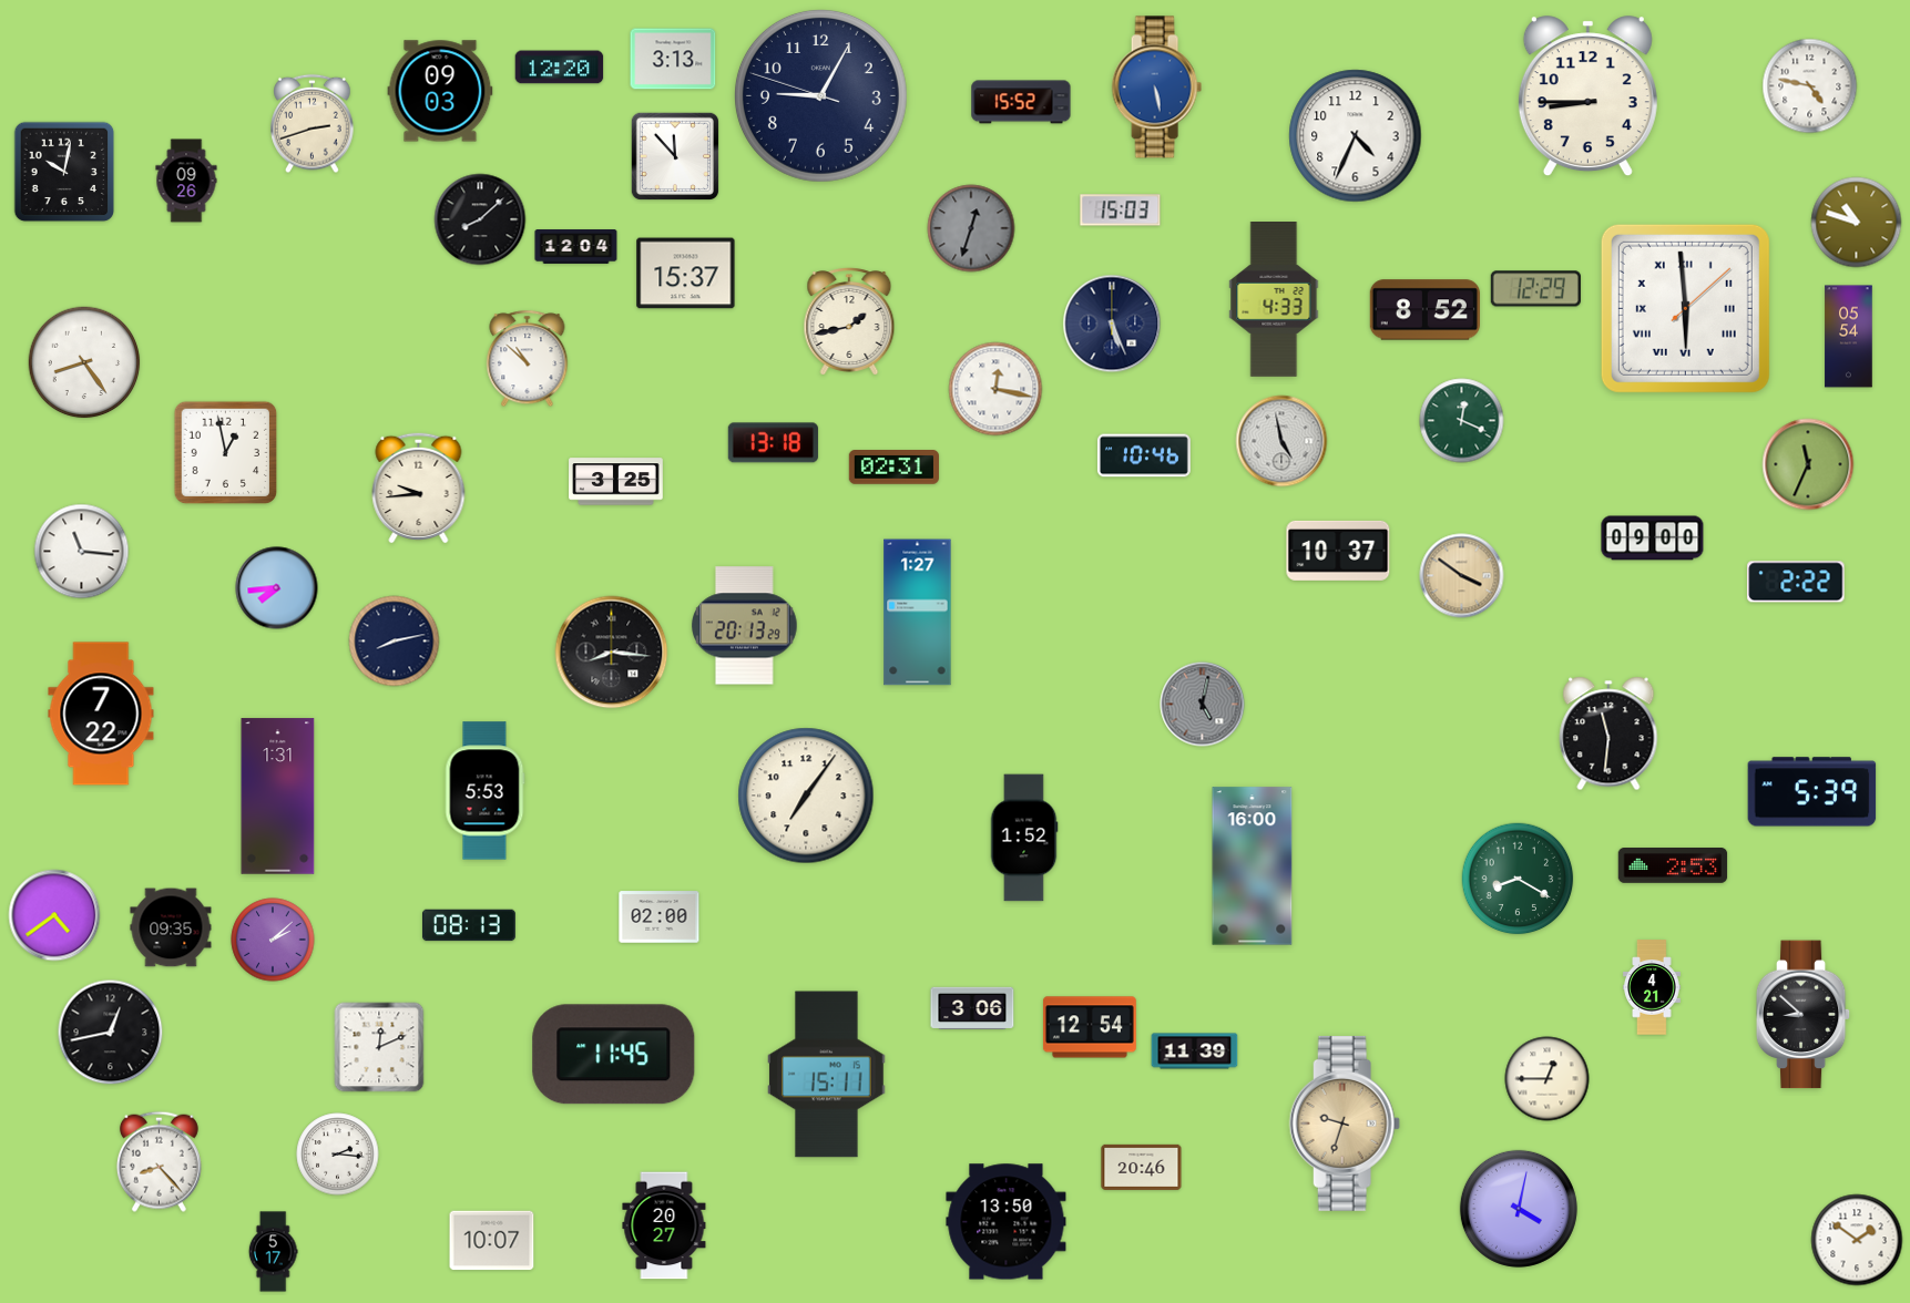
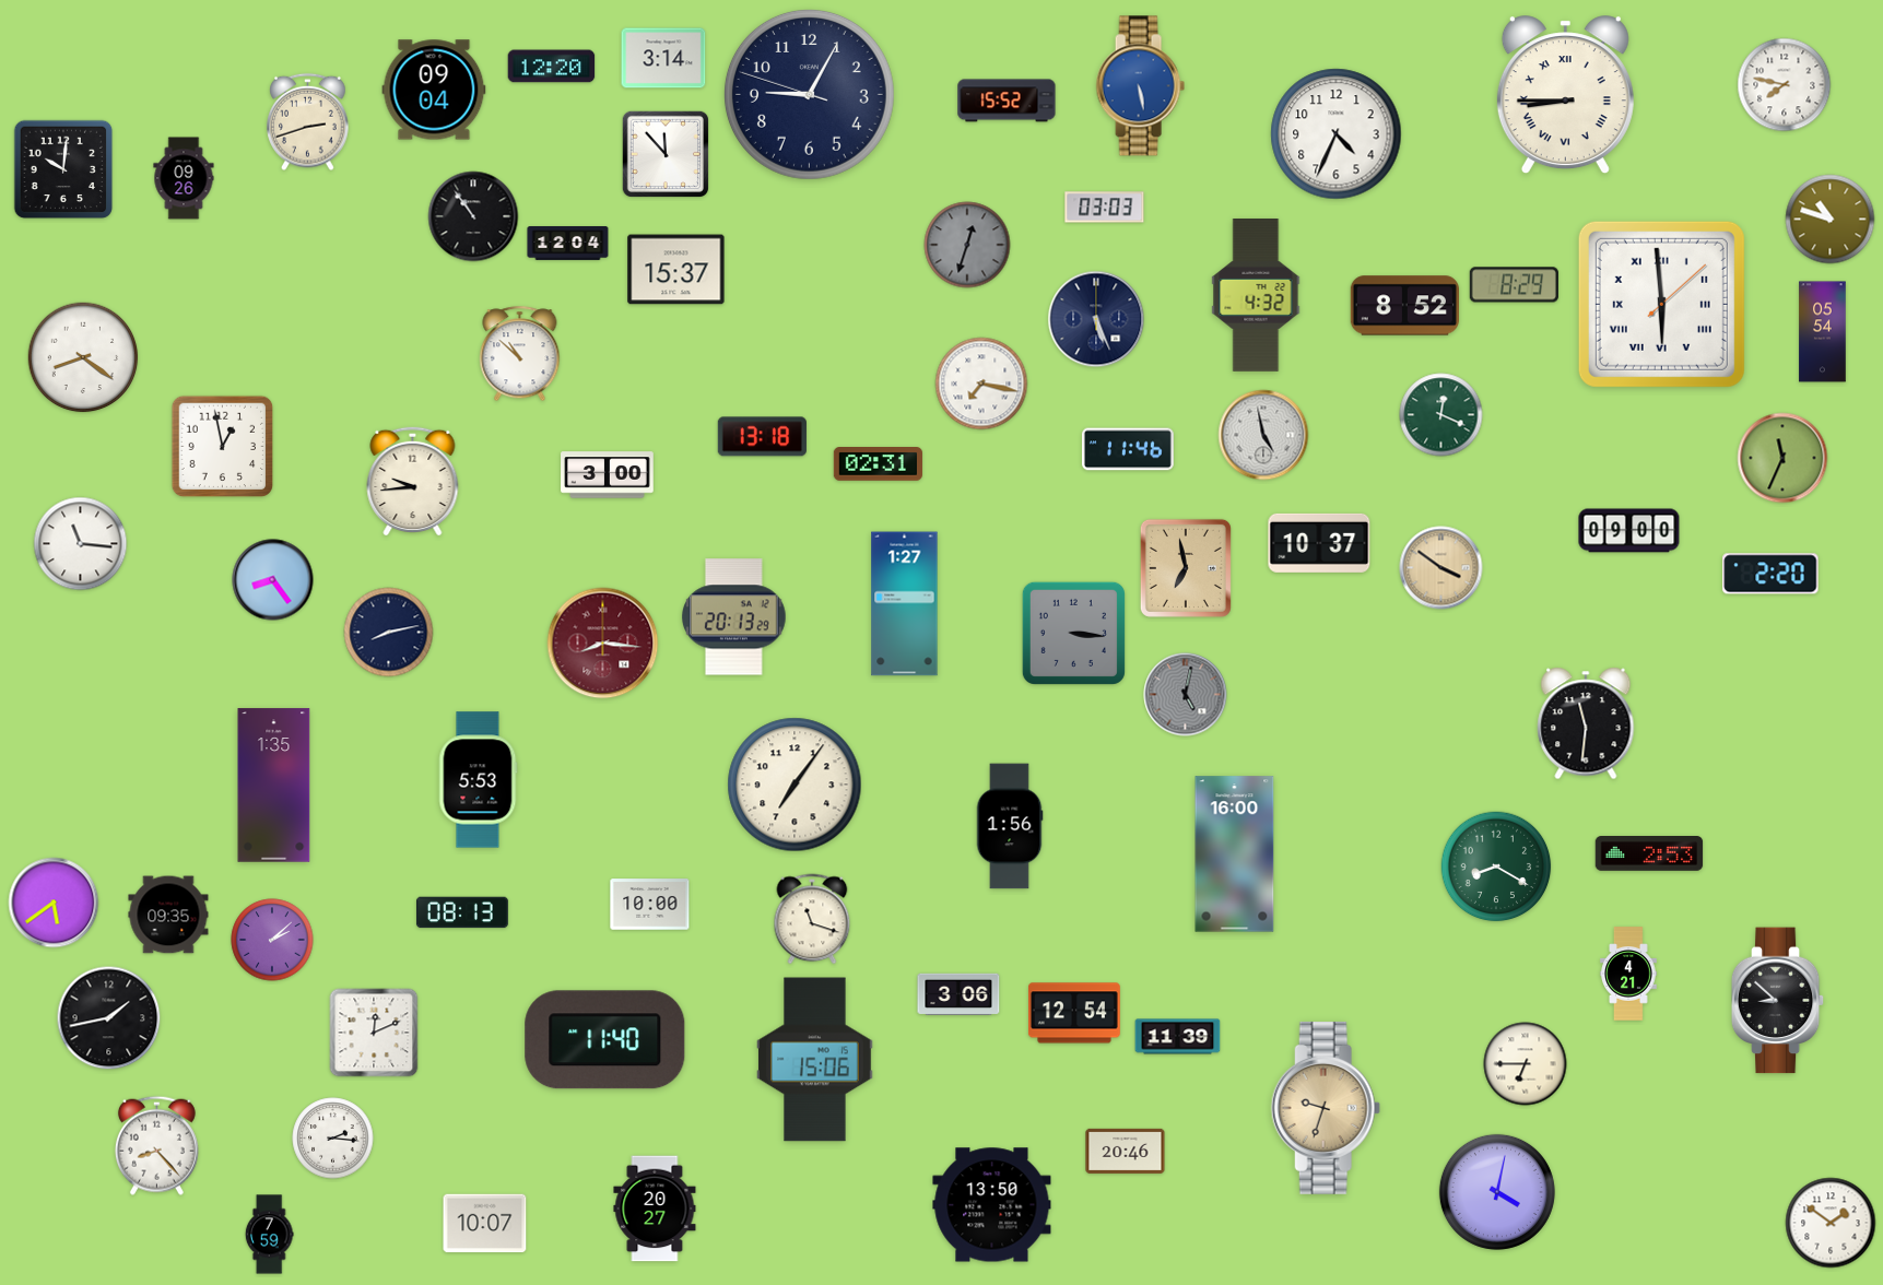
clock at (673, 59): 3:13 -> 3:14
clock at (1810, 86): 4:47 -> 7:47
clock at (440, 91): 09:03 -> 09:04
clock at (1587, 96) numerals: Arabic -> Roman
clock at (64, 172): 10:02 -> 10:01
clock at (1121, 211): 15:03 -> 03:03
clock at (480, 219): 8:08 -> 10:54
clock at (971, 228) position: (971, 228) -> (967, 245)
clock at (1535, 289): 12:29 -> 8:29
clock at (1274, 300): 4:33 -> 4:32
clock at (849, 321): 1:43 -> none
clock at (84, 362): 8:24 -> 8:21
clock at (995, 389): 12:17 -> 7:17
clock at (1144, 455): 10:46 -> 11:46
clock at (893, 468) position: (893, 468) -> (878, 464)
clock at (616, 482): 3:25 -> 3:00
clock at (1186, 568): none -> 6:58
clock at (1796, 582): 2:22 -> 2:20
clock at (277, 588): 7:44 -> 8:24
clock at (1073, 633): none -> 3:16
clock at (612, 653) dial: black -> burgundy
clock at (101, 714): 7:22 -> none
clock at (1812, 792): 5:39 -> none
clock at (278, 797): 1:31 -> 1:35
clock at (1024, 838): 1:52 -> 1:56
clock at (54, 915): 4:39 -> 5:39
clock at (660, 917): 02:00 -> 10:00
clock at (812, 919): none -> 11:18
clock at (273, 940) position: (273, 940) -> (272, 940)
clock at (111, 1033): 12:43 -> 1:43
clock at (614, 1055): 11:45 -> 11:40
clock at (827, 1075): 15:11 -> 15:06
clock at (1548, 1079): 12:45 -> 6:45
clock at (273, 1252): 5:17 -> 7:59
